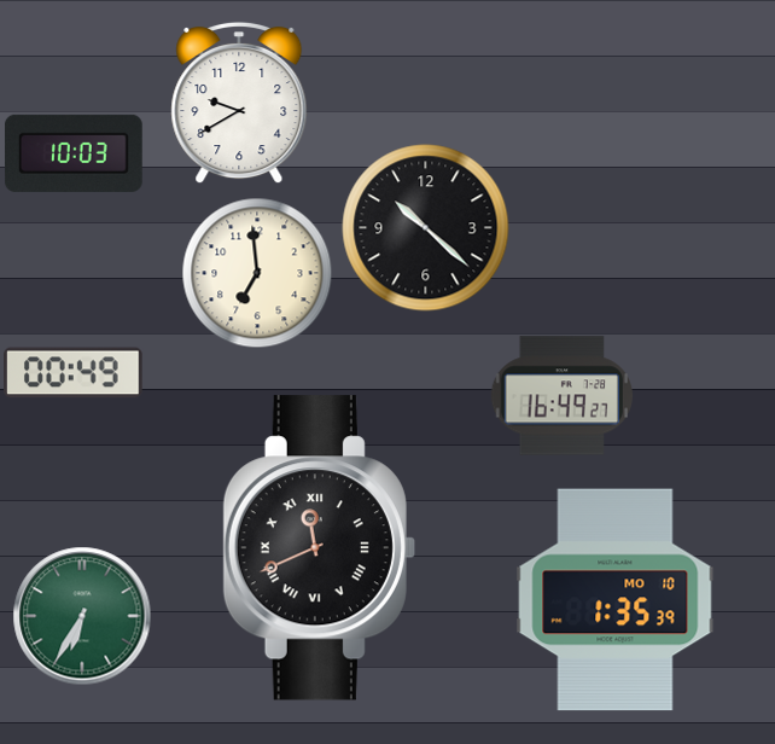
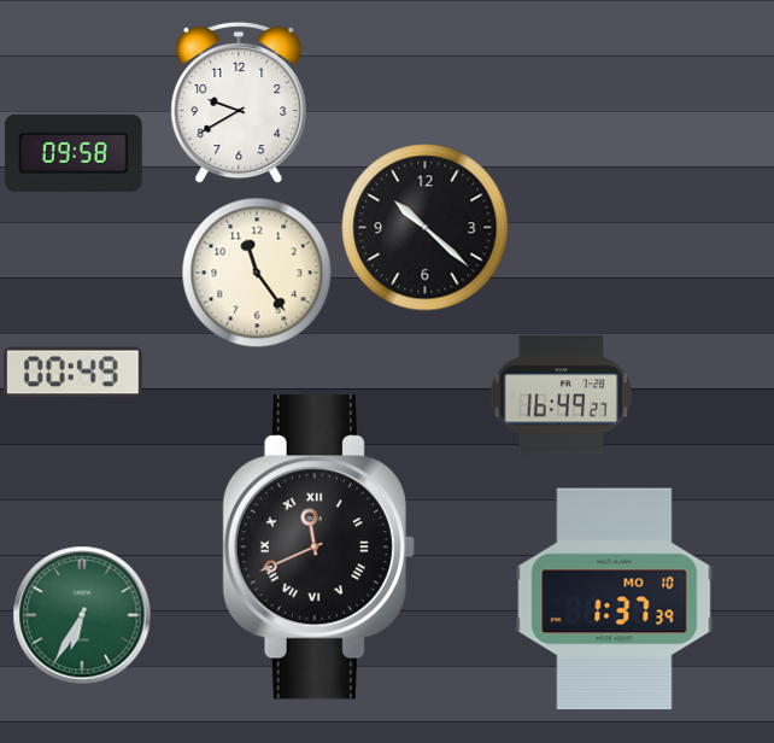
clock at (74, 153): 10:03 -> 09:58
clock at (257, 273): 6:59 -> 11:24
clock at (616, 600): 1:35 -> 1:37
